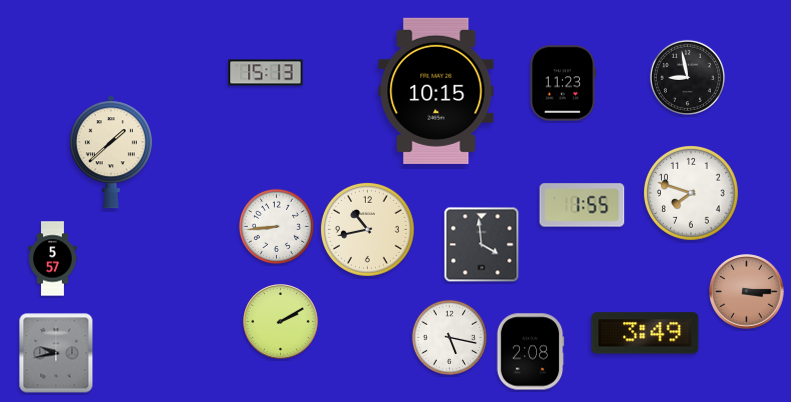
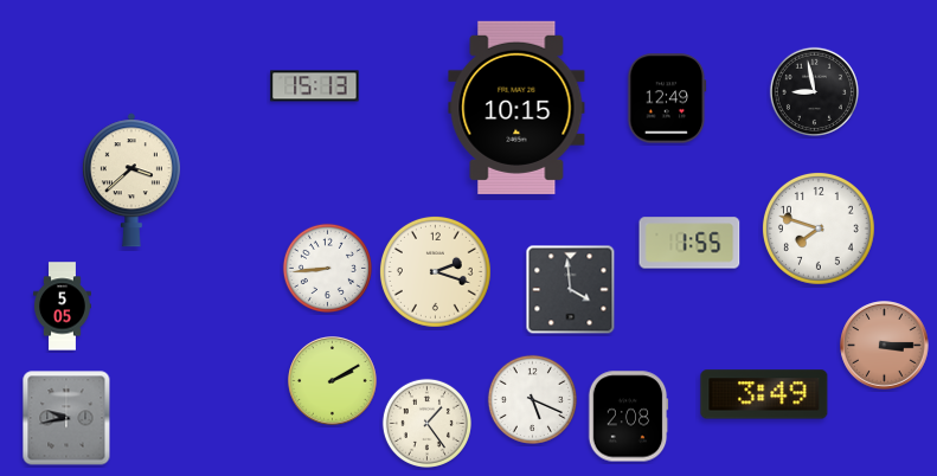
clock at (563, 83): 11:23 -> 12:49
clock at (111, 152): 1:38 -> 3:38
clock at (367, 229): 10:43 -> 2:18
clock at (53, 259): 5:57 -> 5:05
clock at (449, 337): 5:17 -> 5:19
clock at (426, 423): none -> 1:24
